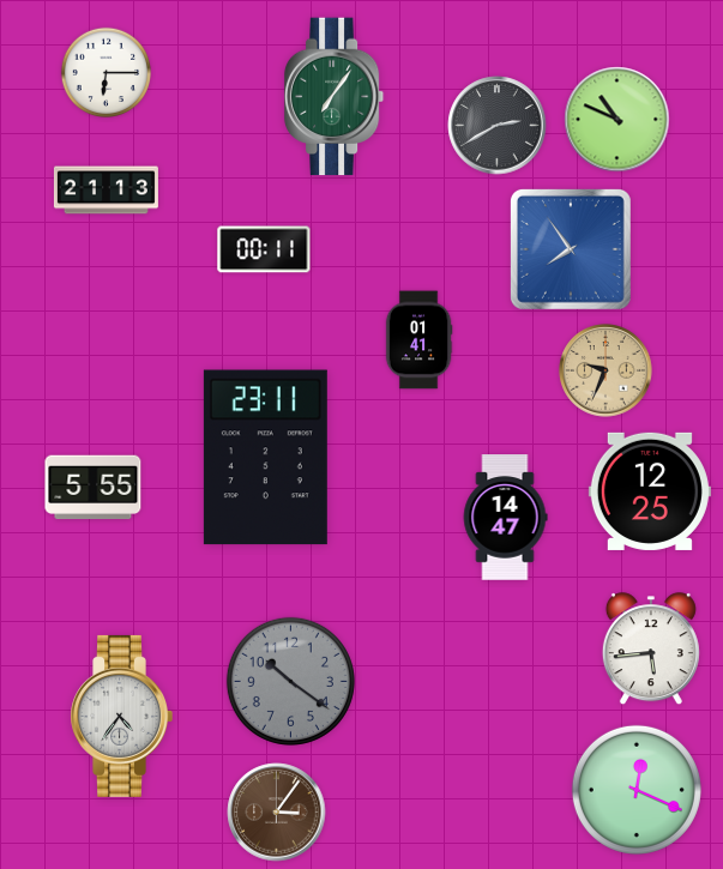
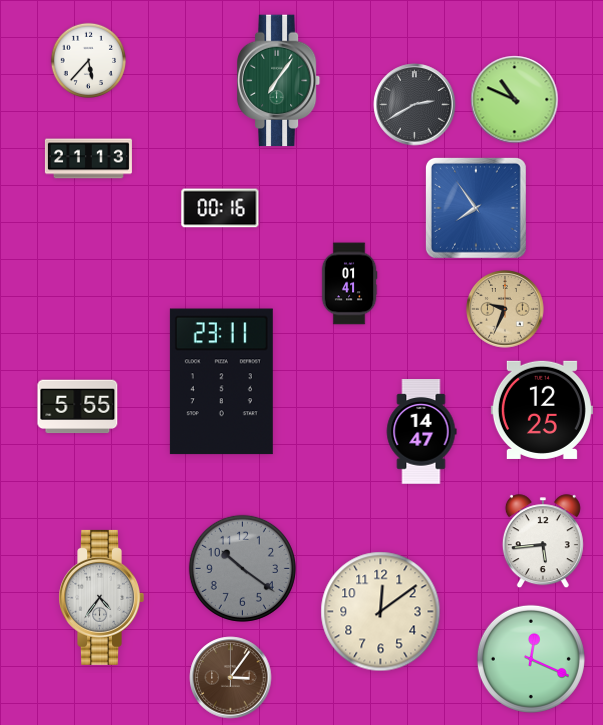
clock at (107, 73): 6:15 -> 5:37
clock at (264, 249): 00:11 -> 00:16
clock at (381, 612): none -> 12:09
